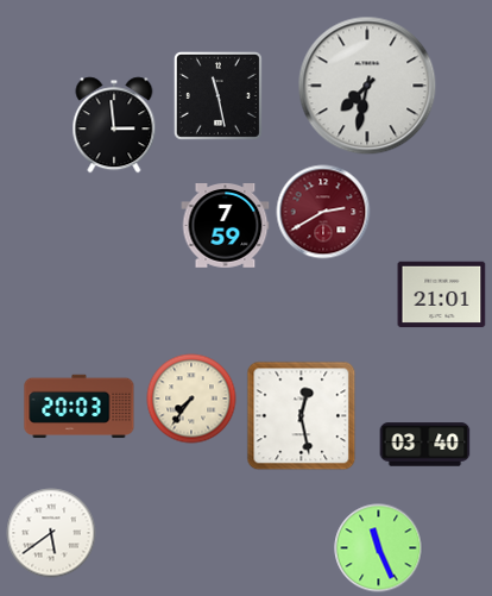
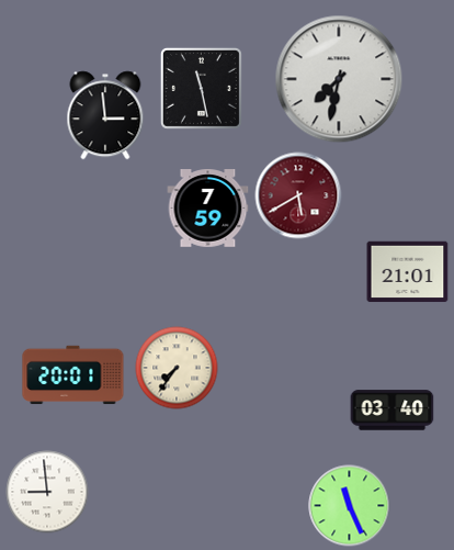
clock at (323, 212): 2:40 -> 5:40
clock at (80, 407): 20:03 -> 20:01
clock at (302, 416): 12:28 -> none
clock at (51, 533): 5:39 -> 8:59
